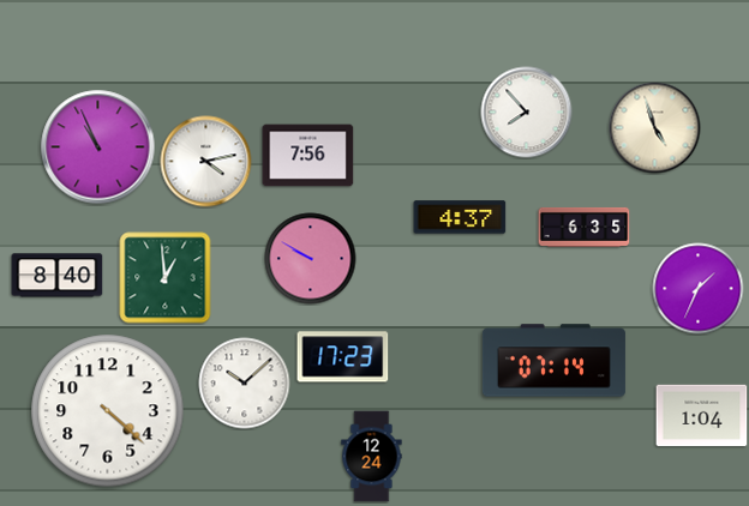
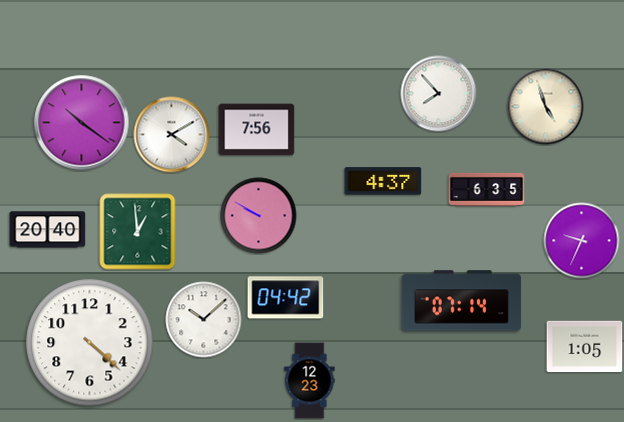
clock at (98, 147): 10:56 -> 10:21
clock at (206, 162): 4:13 -> 4:10
clock at (58, 276): 8:40 -> 20:40
clock at (699, 289): 1:34 -> 9:34
clock at (343, 357): 17:23 -> 04:42
clock at (702, 416): 1:04 -> 1:05
clock at (372, 457): 12:24 -> 12:23
